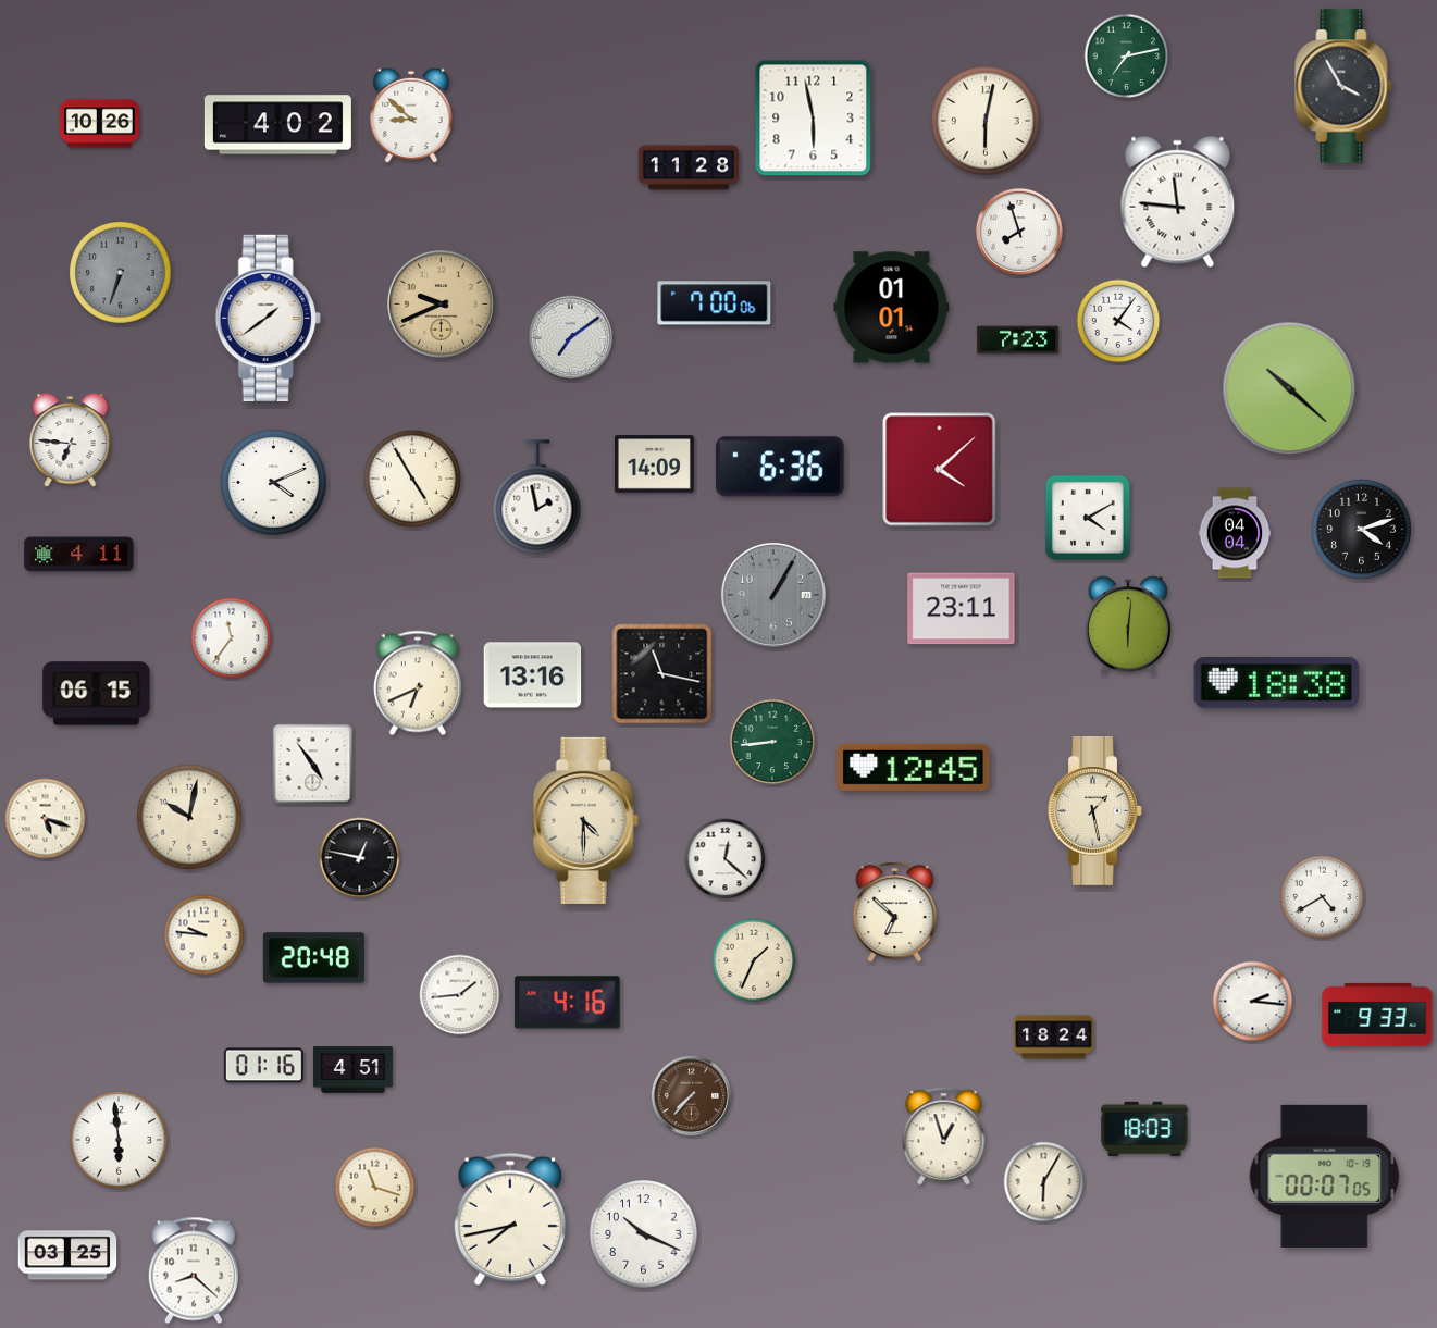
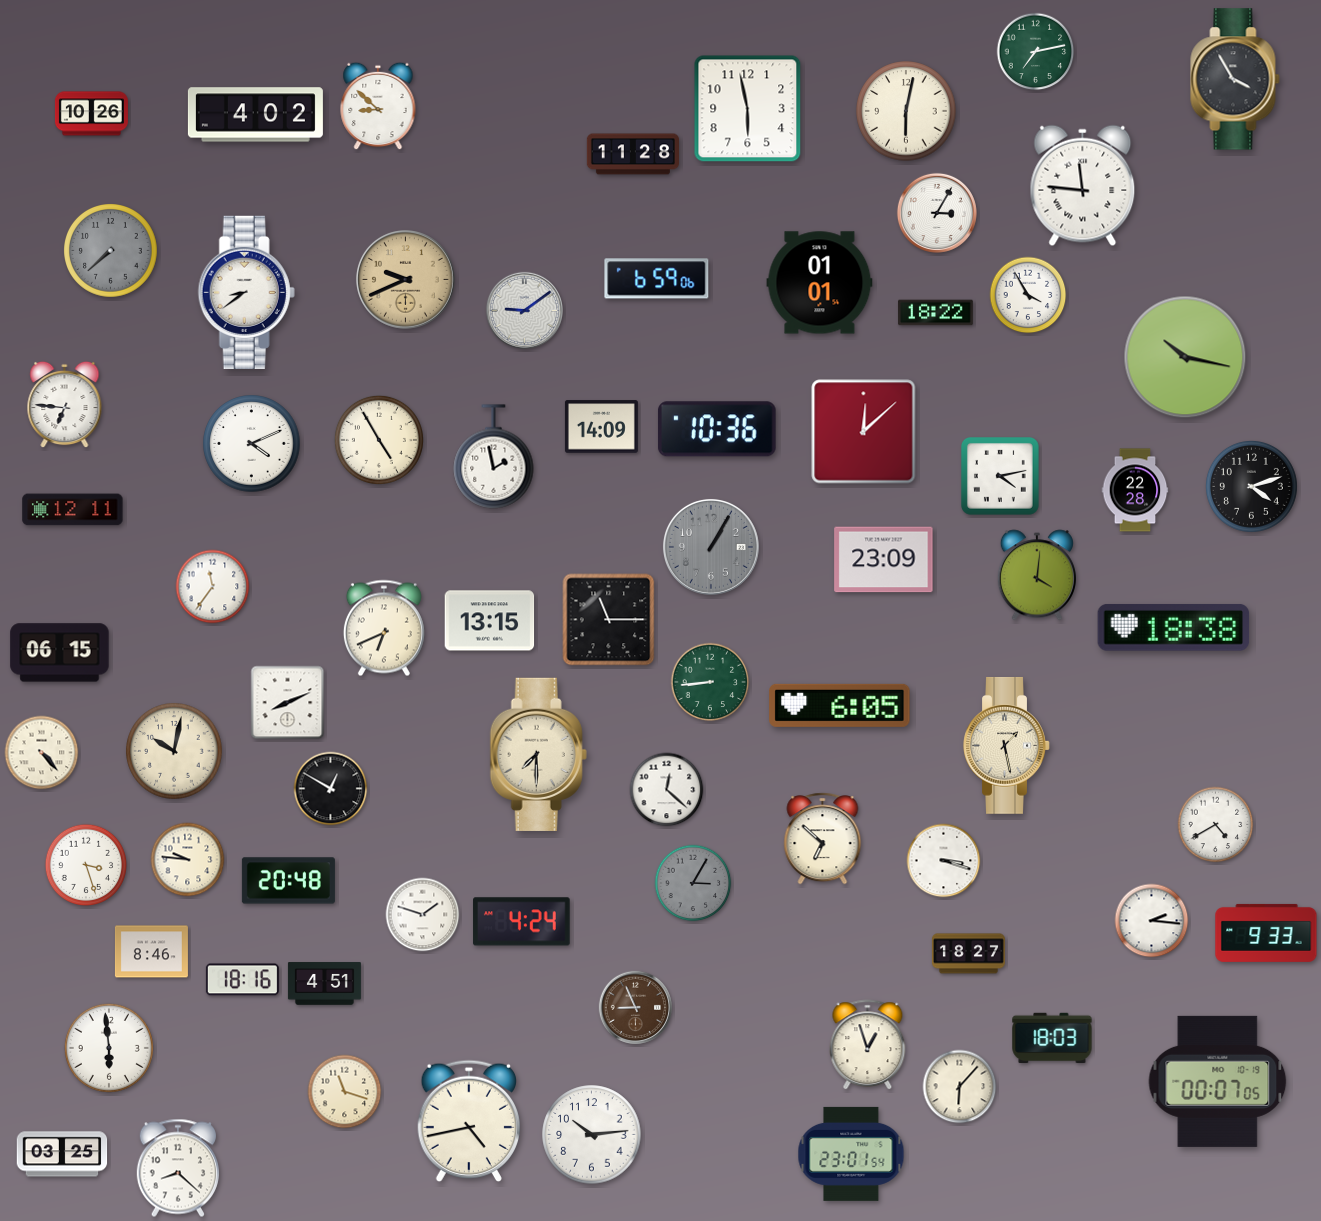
clock at (1019, 232): 7:57 -> 3:05
clock at (121, 273): 6:33 -> 7:38
clock at (715, 303): 7:00 -> 6:59
clock at (268, 318): 1:39 -> 8:39
clock at (1118, 321): 4:06 -> 3:55
clock at (570, 337): 7:09 -> 9:09
clock at (1018, 340): 7:23 -> 18:22
clock at (1289, 388): 10:22 -> 10:17
clock at (780, 467): 6:36 -> 10:36
clock at (940, 470): 4:08 -> 12:08
clock at (1089, 519): 4:10 -> 4:13
clock at (1235, 533): 04:04 -> 22:28
clock at (79, 555): 4:11 -> 12:11
clock at (962, 609): 23:11 -> 23:09
clock at (1128, 625): 6:01 -> 4:01
clock at (662, 674): 11:17 -> 11:15
clock at (533, 675): 13:16 -> 13:15
clock at (97, 694) position: (97, 694) -> (60, 653)
clock at (313, 765): 4:54 -> 8:11
clock at (914, 767): 12:45 -> 6:05
clock at (46, 819): 5:18 -> 4:23
clock at (585, 820): 4:30 -> 7:30
clock at (360, 858): 12:47 -> 12:50
clock at (944, 861): none -> 3:18
clock at (86, 865): none -> 3:27
clock at (754, 960): 1:34 -> 3:05
clock at (754, 960) dial: cream -> grey
clock at (460, 995): 1:44 -> 1:48
clock at (568, 1003): 4:16 -> 4:24
clock at (151, 952): none -> 8:46
clock at (1053, 1038): 18:24 -> 18:27
clock at (263, 1066): 01:16 -> 18:16
clock at (691, 1095): 7:37 -> 8:56
clock at (1044, 1182): 6:05 -> 6:07
clock at (509, 1219): 7:43 -> 4:43
clock at (644, 1234): 10:19 -> 10:14
clock at (851, 1154): none -> 23:01
